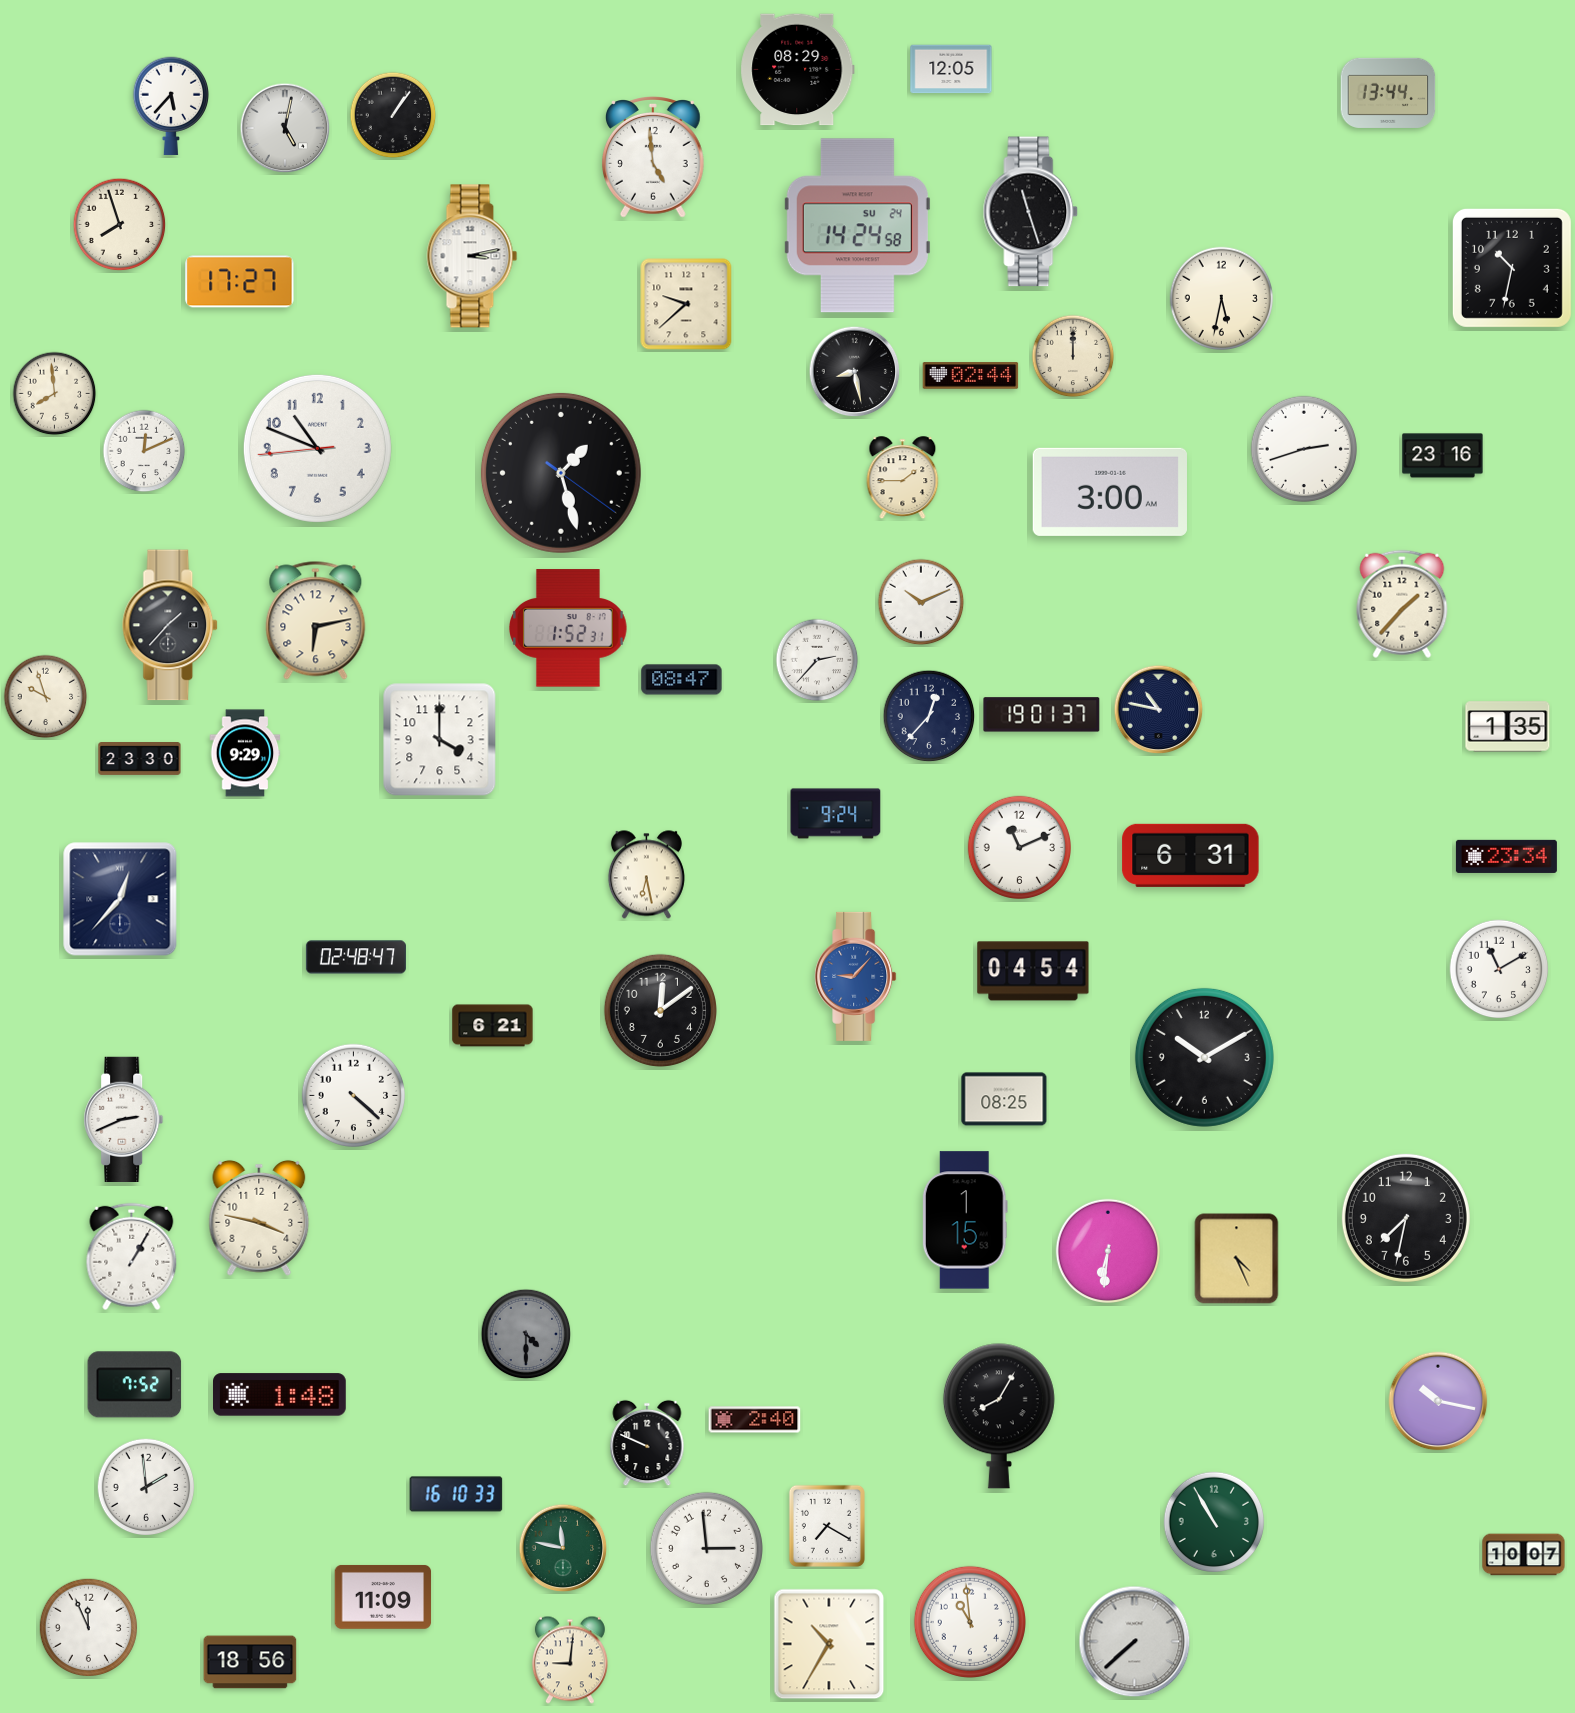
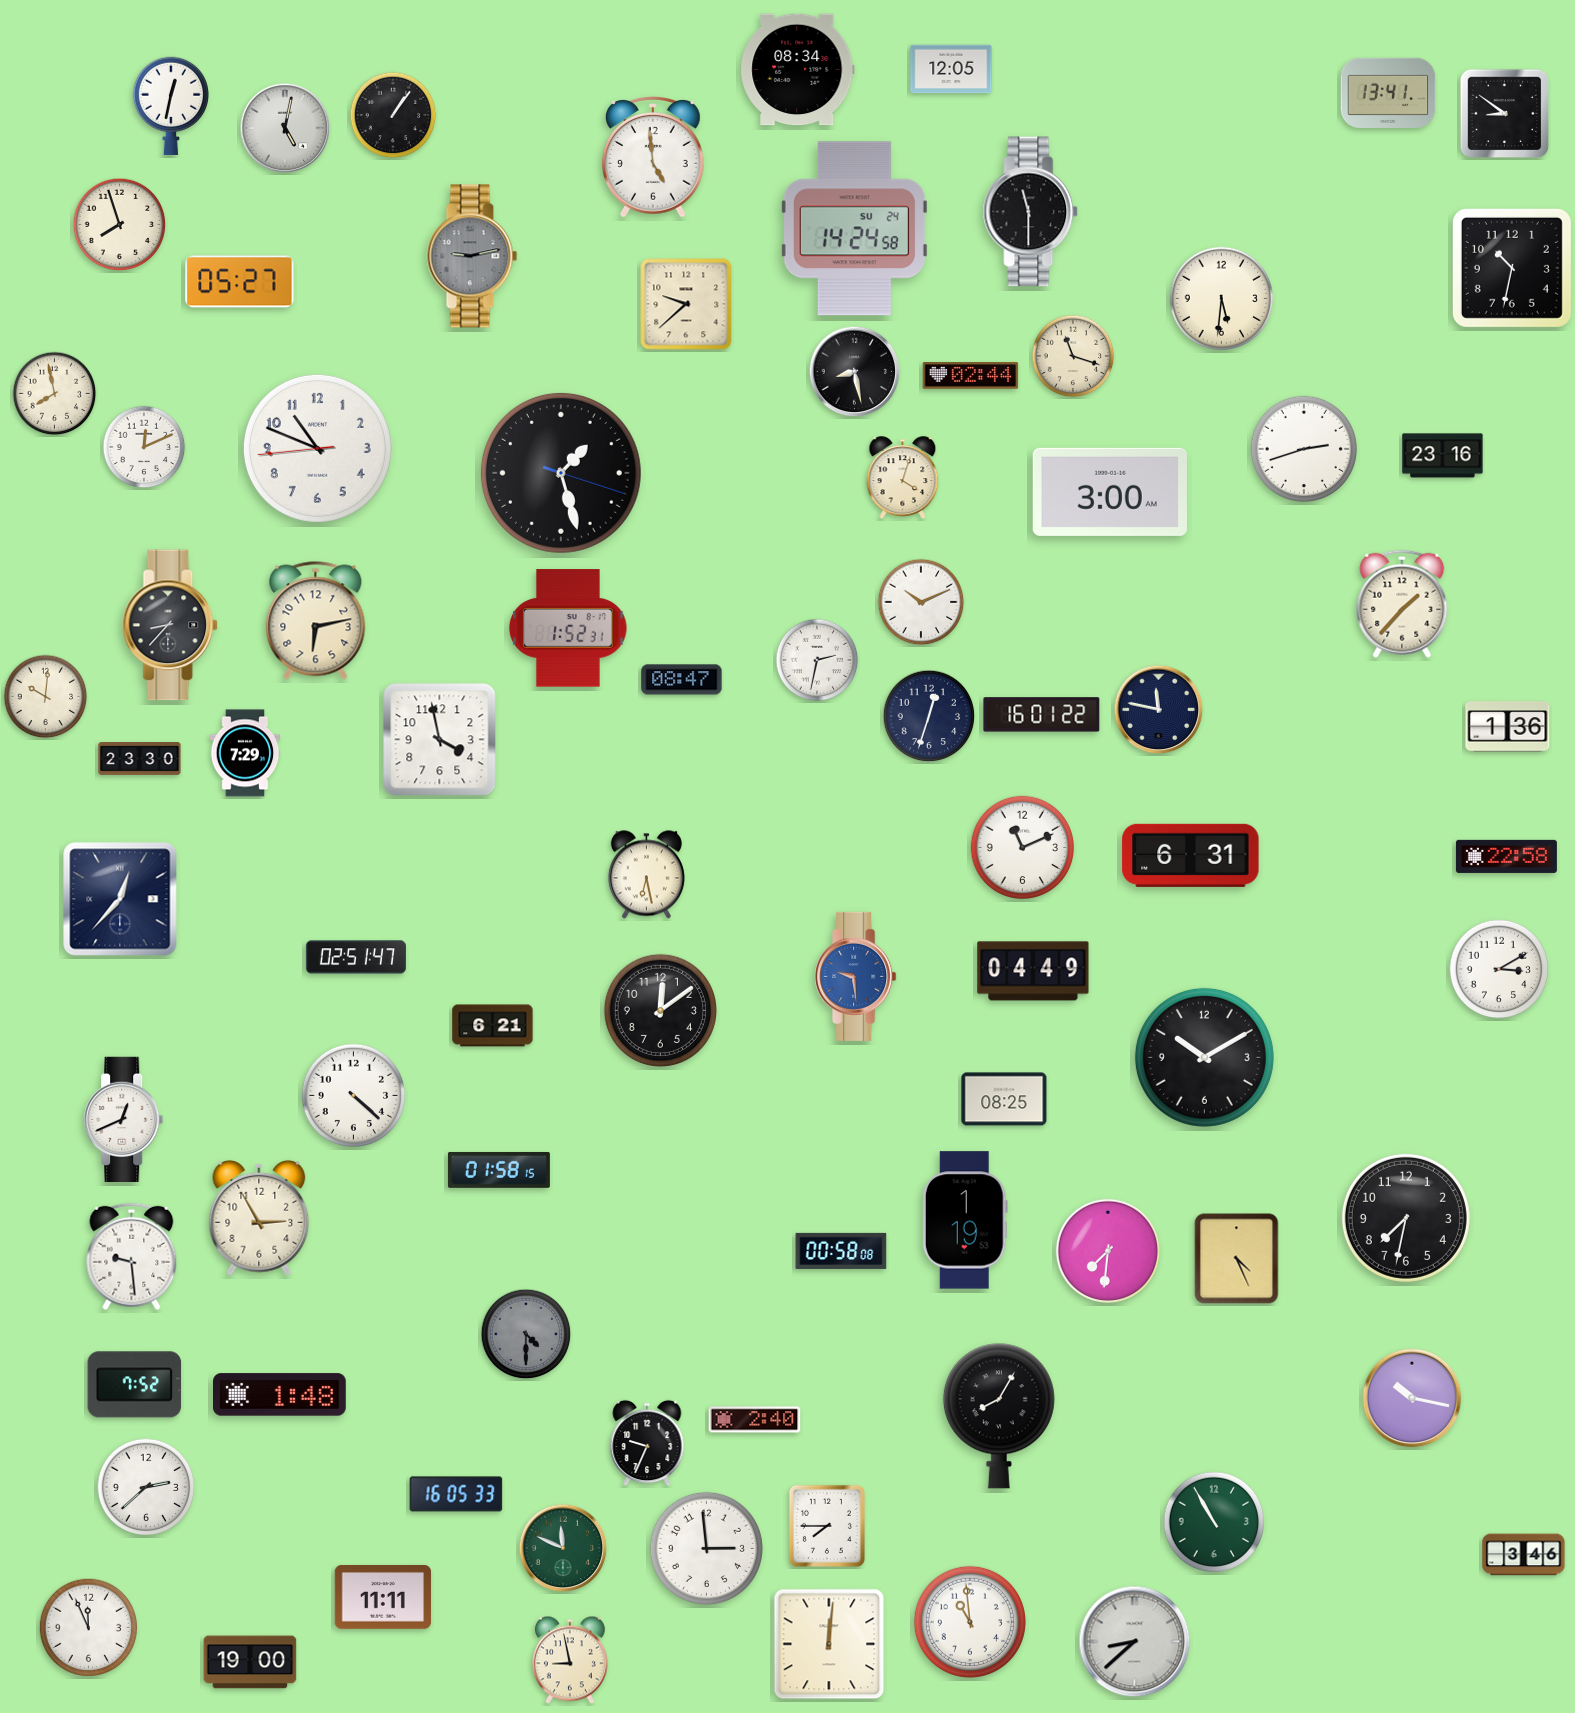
clock at (798, 70): 08:29 -> 08:34
clock at (1388, 93): 13:44 -> 13:41
clock at (170, 106): 5:37 -> 12:32
clock at (1505, 114): none -> 8:51
clock at (1031, 212): 11:27 -> 11:30
clock at (857, 226) position: (857, 226) -> (854, 229)
clock at (472, 256): 3:13 -> 9:13
clock at (472, 256) dial: white -> grey
clock at (240, 282): 17:27 -> 05:27
clock at (1221, 298): 5:32 -> 5:31
clock at (1073, 356): 12:00 -> 11:18
clock at (55, 394): 7:59 -> 7:58
clock at (144, 451) position: (144, 451) -> (144, 447)
clock at (561, 473): 1:27:21 -> 1:27:18
clock at (903, 478): 1:45 -> 4:03
clock at (171, 625): 1:37 -> 8:37
clock at (817, 660): 2:37 -> 2:32
clock at (46, 697): 9:57 -> 10:01
clock at (1159, 710): 10:47 -> 11:47
clock at (1042, 715): 19:01 -> 16:01
clock at (929, 716): 12:37 -> 12:33
clock at (1508, 727): 1:35 -> 1:36
clock at (440, 740): 4:00 -> 3:58
clock at (245, 753): 9:29 -> 7:29
clock at (836, 814): 9:24 -> none
clock at (1019, 847) position: (1019, 847) -> (1022, 847)
clock at (1506, 856): 23:34 -> 22:58
clock at (356, 957): 02:48 -> 02:51
clock at (1499, 969): 11:10 -> 3:10
clock at (1033, 971): 04:54 -> 04:49
clock at (856, 976): 9:07 -> 9:29
clock at (124, 1120): 2:41 -> 12:41
clock at (499, 1170): none -> 01:58
clock at (259, 1218): 3:47 -> 2:55
clock at (965, 1220): 1:15 -> 1:19
clock at (1107, 1250): 6:31 -> 7:31
clock at (841, 1251): none -> 00:58
clock at (132, 1257): 1:05 -> 9:29
clock at (1438, 1401) position: (1438, 1401) -> (1412, 1398)
clock at (647, 1443): 9:49 -> 9:34
clock at (146, 1487): 1:59 -> 2:38
clock at (456, 1494): 16:10 -> 16:05
clock at (827, 1526): 7:20 -> 7:45
clock at (563, 1548): 11:47 -> 11:49
clock at (1524, 1555): 10:07 -> 3:46
clock at (383, 1597): 11:09 -> 11:11
clock at (1135, 1642): 7:38 -> 8:38
clock at (829, 1644): 10:35 -> 12:01
clock at (570, 1660): 9:01 -> 8:58
clock at (250, 1662): 18:56 -> 19:00
